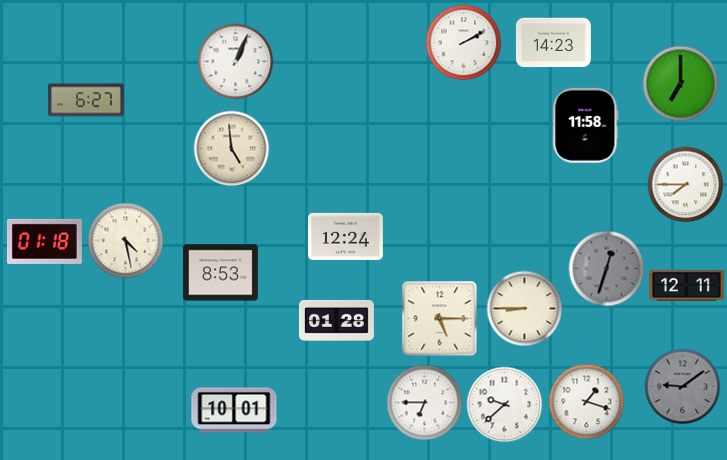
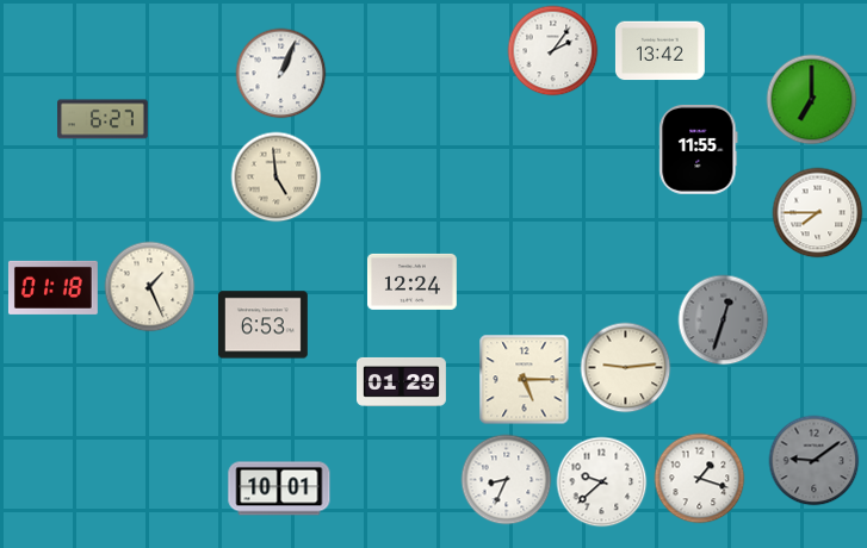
clock at (464, 43): 2:10 -> 2:06
clock at (553, 43): 14:23 -> 13:42
clock at (586, 125): 11:58 -> 11:55
clock at (686, 185) position: (686, 185) -> (818, 213)
clock at (126, 241): 4:28 -> 1:26
clock at (220, 273): 8:53 -> 6:53
clock at (687, 286): 12:11 -> none
clock at (525, 309): 8:45 -> 9:14
clock at (337, 320): 01:28 -> 01:29
clock at (425, 403): 6:45 -> 8:34
